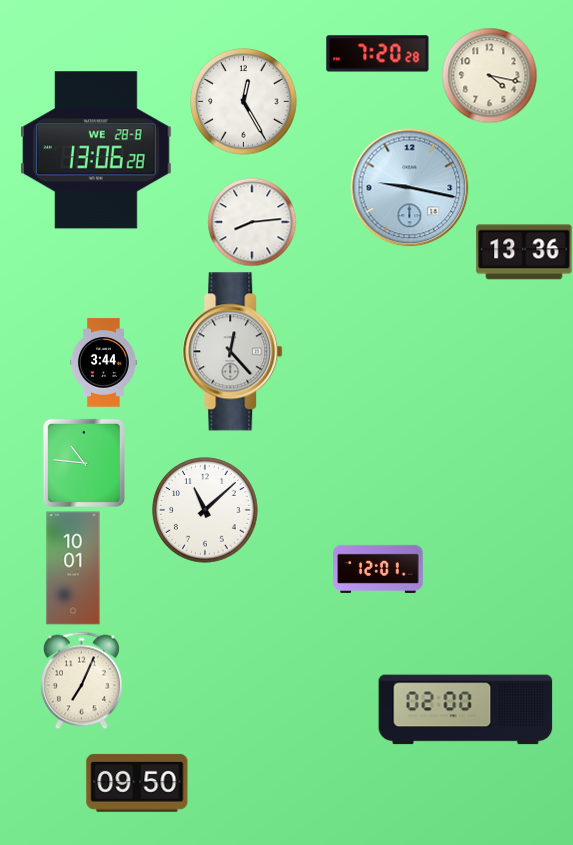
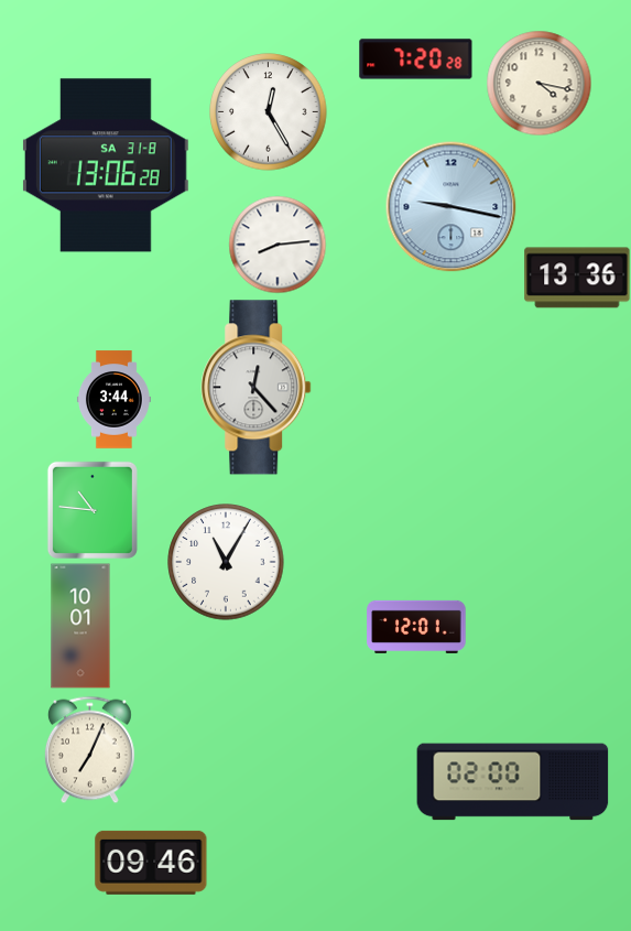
clock at (96, 150) date: WE 28-8 -> SA 31-8
clock at (205, 510): 11:08 -> 11:05
clock at (137, 783): 09:50 -> 09:46
